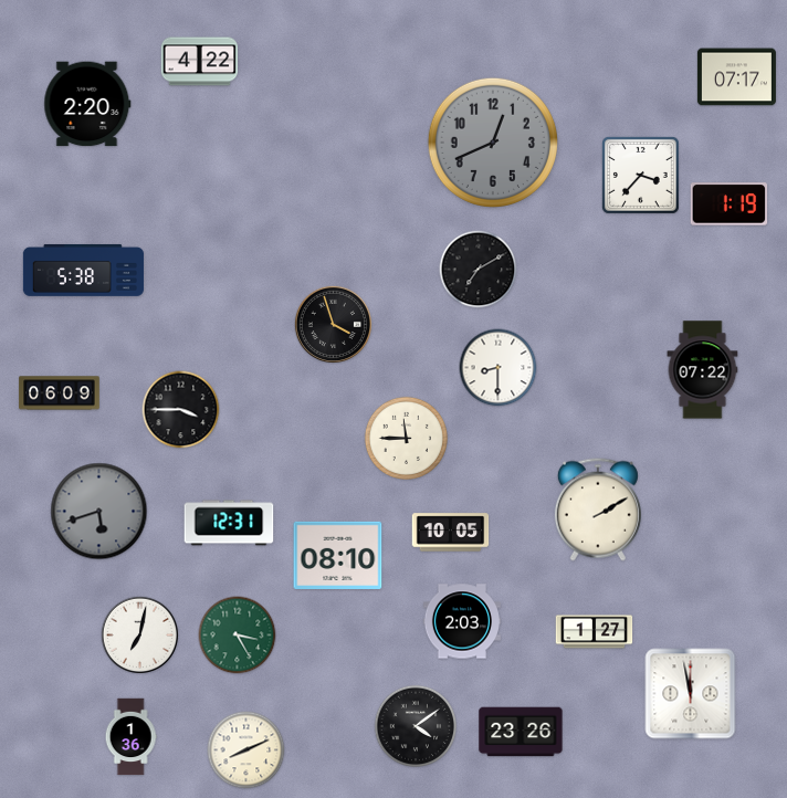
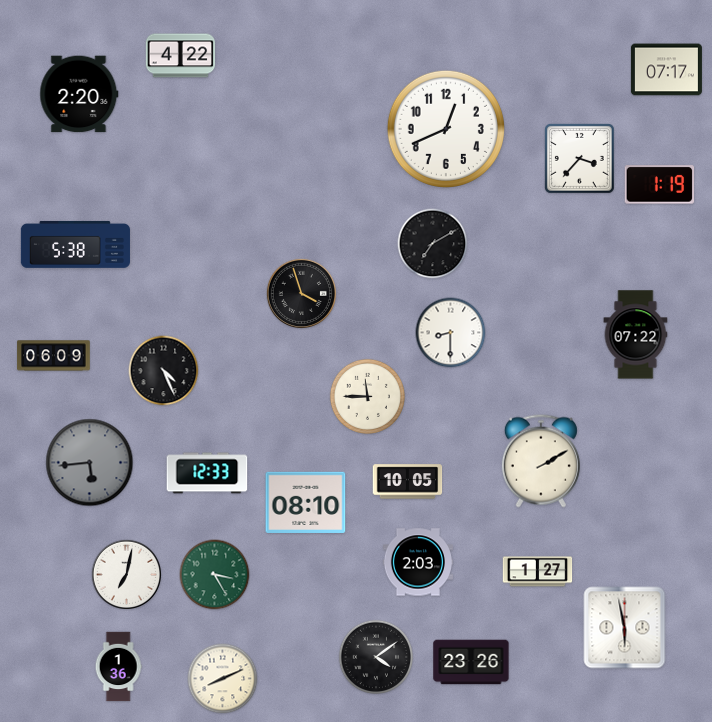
clock at (493, 143) dial: grey -> white
clock at (181, 410): 3:45 -> 4:26
clock at (99, 512): 5:42 -> 5:44
clock at (229, 523): 12:31 -> 12:33
clock at (691, 694): 11:58 -> 5:58
